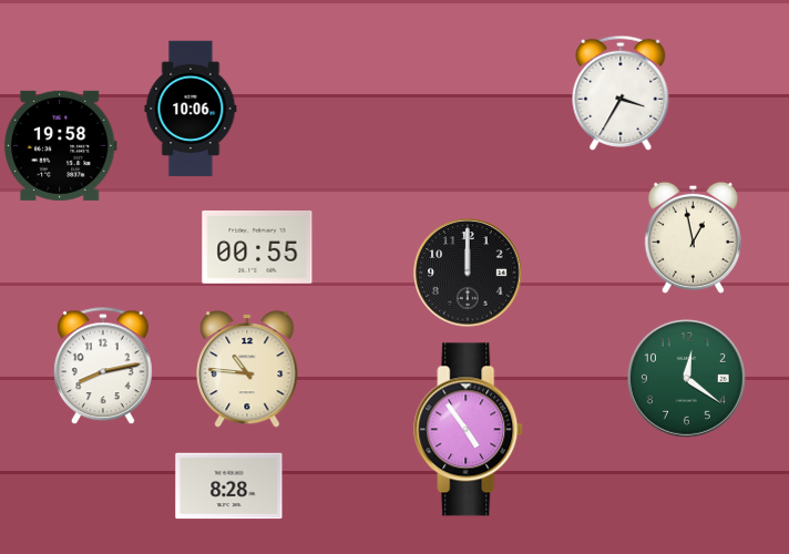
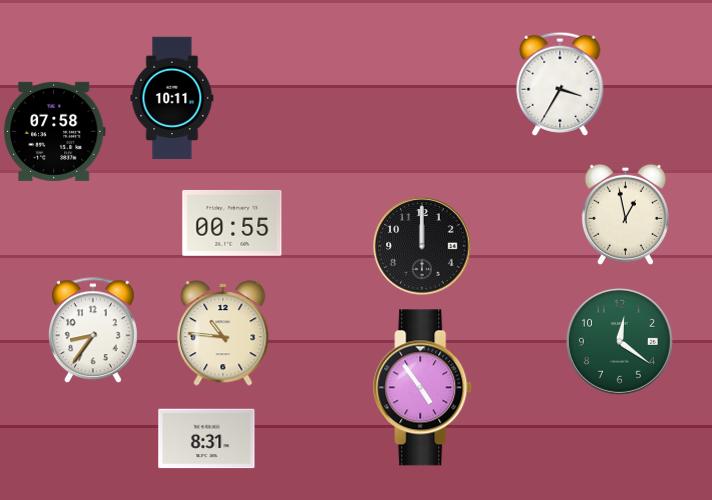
clock at (191, 109): 10:06 -> 10:11
clock at (60, 145): 19:58 -> 07:58
clock at (103, 366): 8:13 -> 8:36
clock at (229, 486): 8:28 -> 8:31
